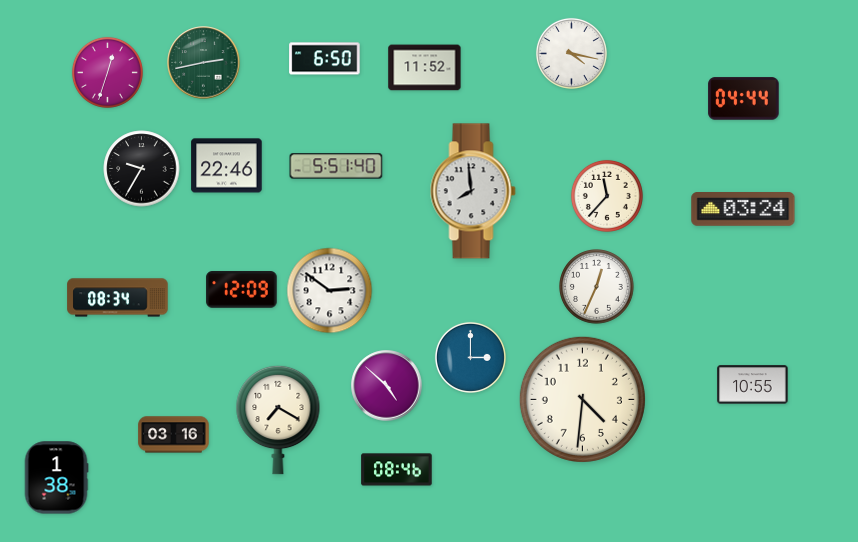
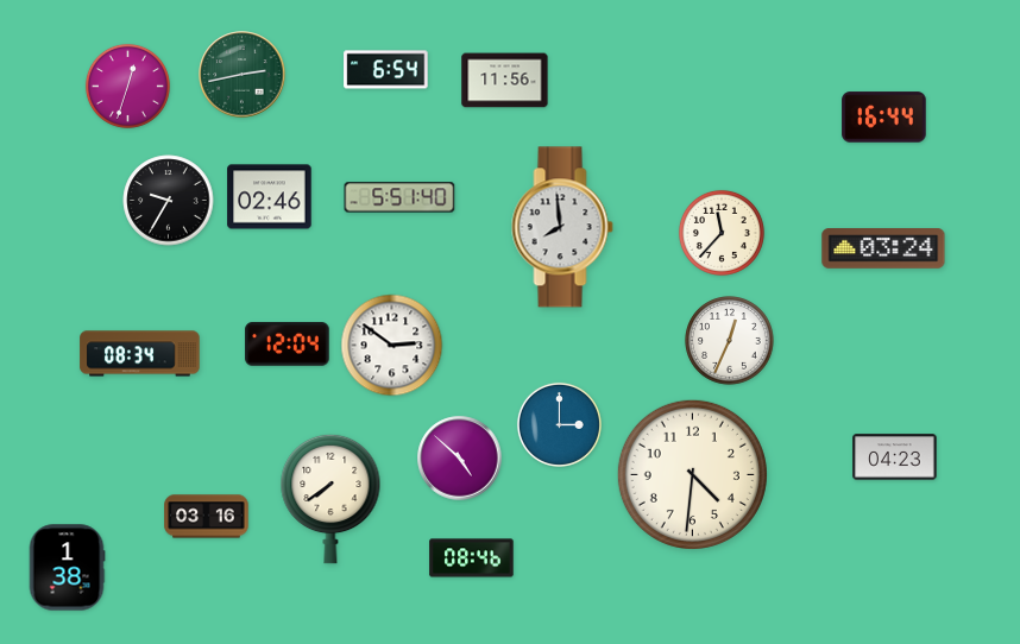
clock at (571, 53): 4:17 -> none
clock at (325, 59): 6:50 -> 6:54
clock at (425, 68): 11:52 -> 11:56
clock at (744, 99): 04:44 -> 16:44
clock at (227, 166): 22:46 -> 02:46
clock at (597, 287) position: (597, 287) -> (730, 341)
clock at (242, 290): 12:09 -> 12:04
clock at (753, 385): 10:55 -> 04:23
clock at (278, 420): 7:20 -> 7:39
